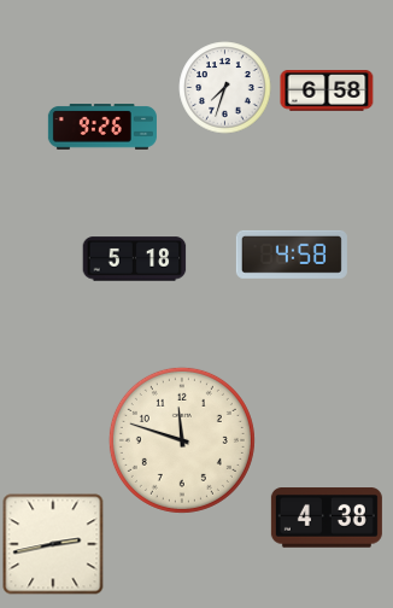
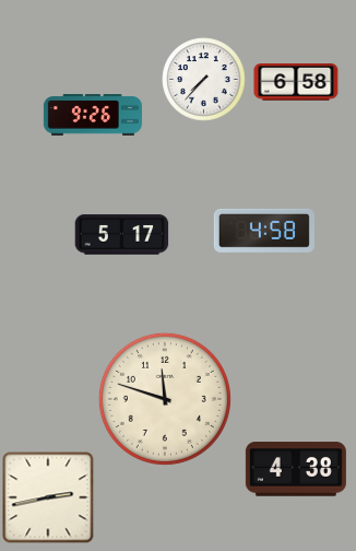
clock at (225, 88): 7:33 -> 7:37
clock at (135, 259): 5:18 -> 5:17
clock at (53, 544) position: (53, 544) -> (48, 497)
